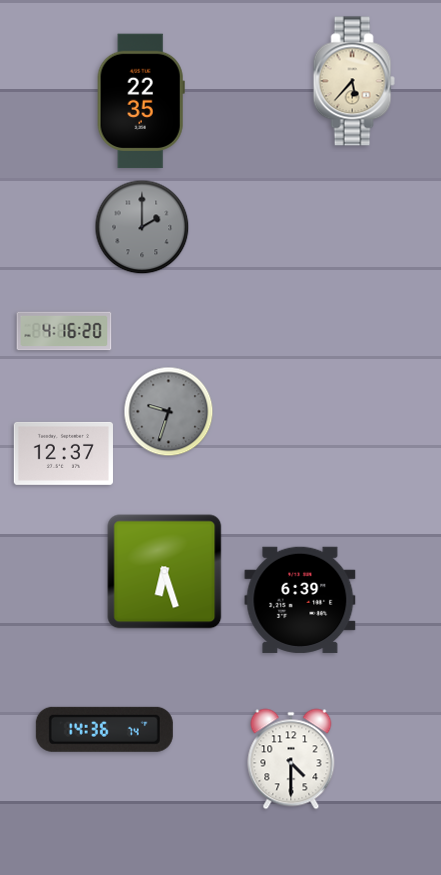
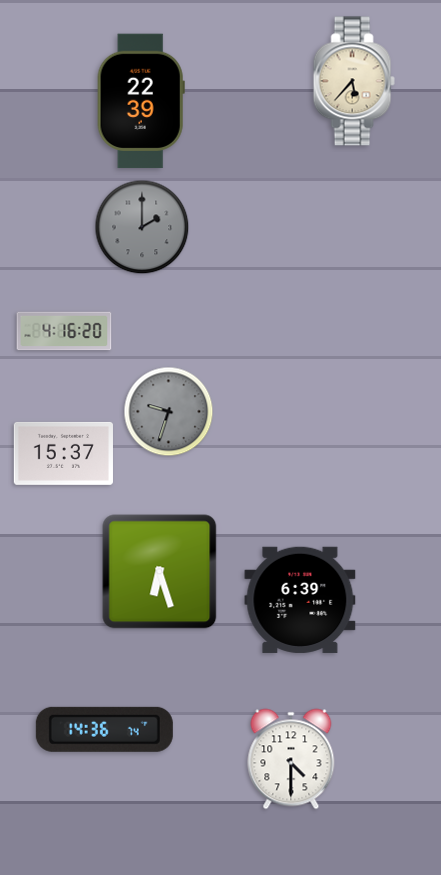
clock at (141, 101): 22:35 -> 22:39
clock at (63, 453): 12:37 -> 15:37
clock at (165, 572) position: (165, 572) -> (160, 572)
